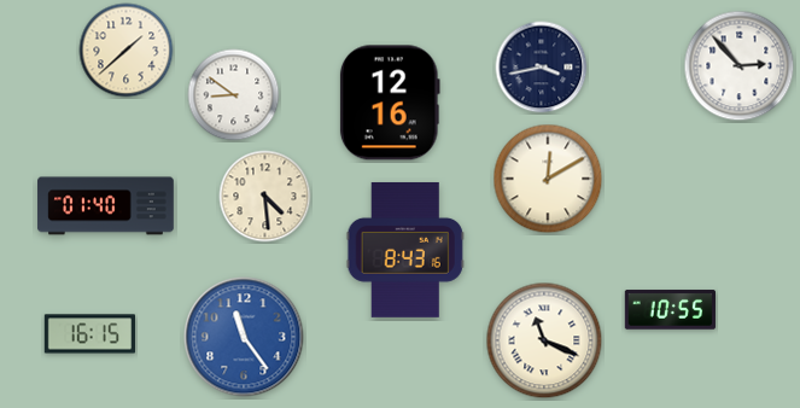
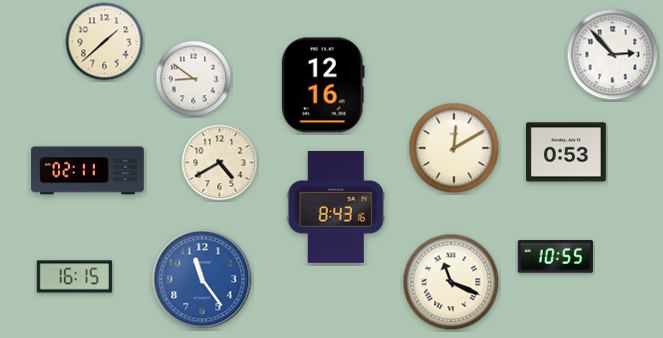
clock at (542, 68): 3:43 -> none
clock at (566, 152): none -> 0:53
clock at (265, 197): 4:29 -> 4:40
clock at (106, 206): 01:40 -> 02:11
